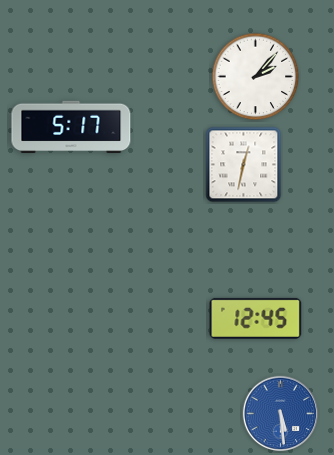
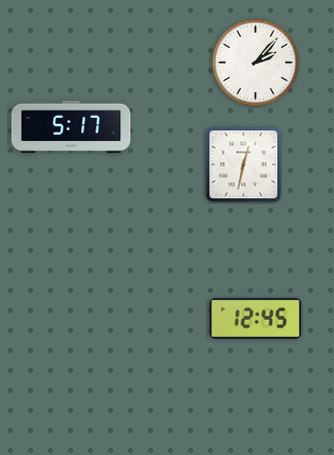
clock at (256, 77) position: (256, 77) -> (256, 63)
clock at (281, 414): 5:29 -> none
